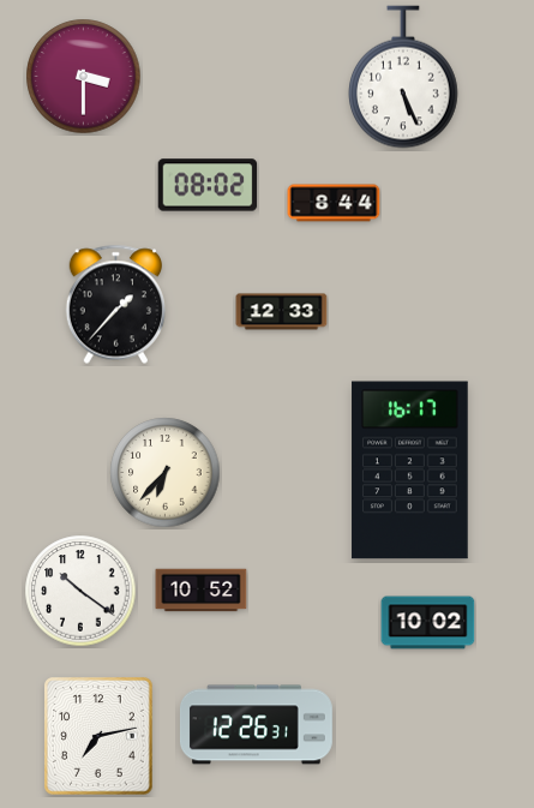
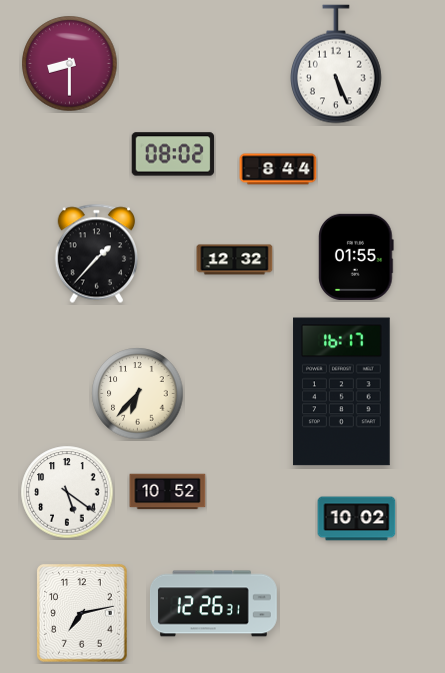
clock at (84, 77): 3:30 -> 8:30
clock at (356, 257): none -> 01:55
clock at (282, 312): 12:33 -> 12:32
clock at (80, 591): 10:21 -> 5:21
